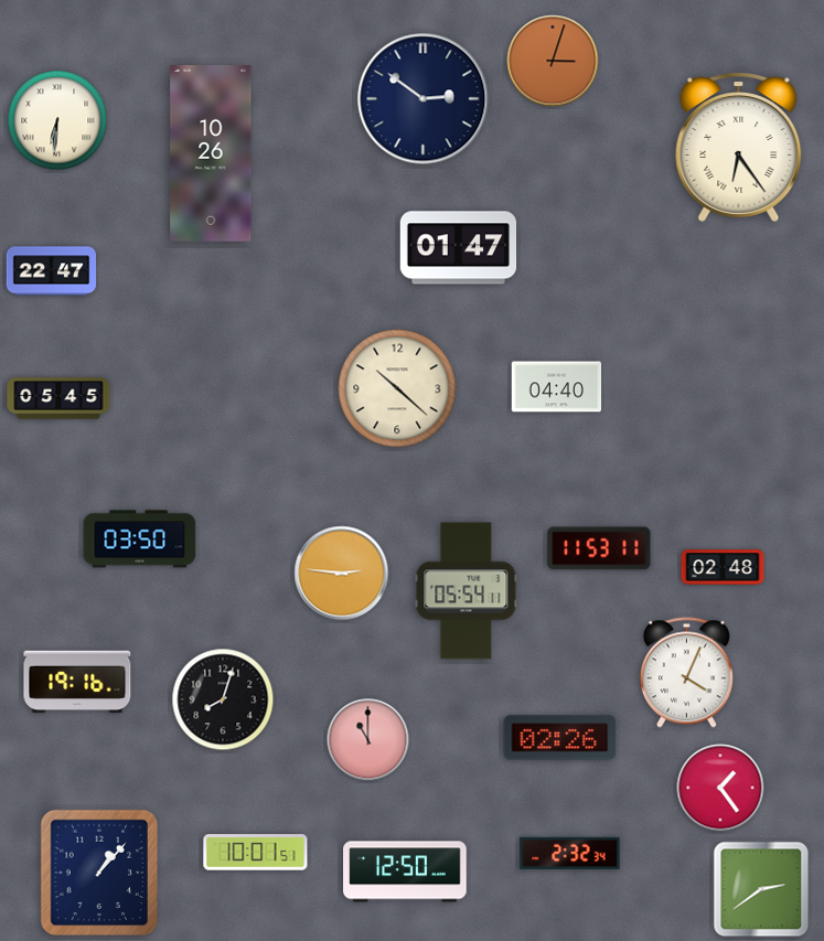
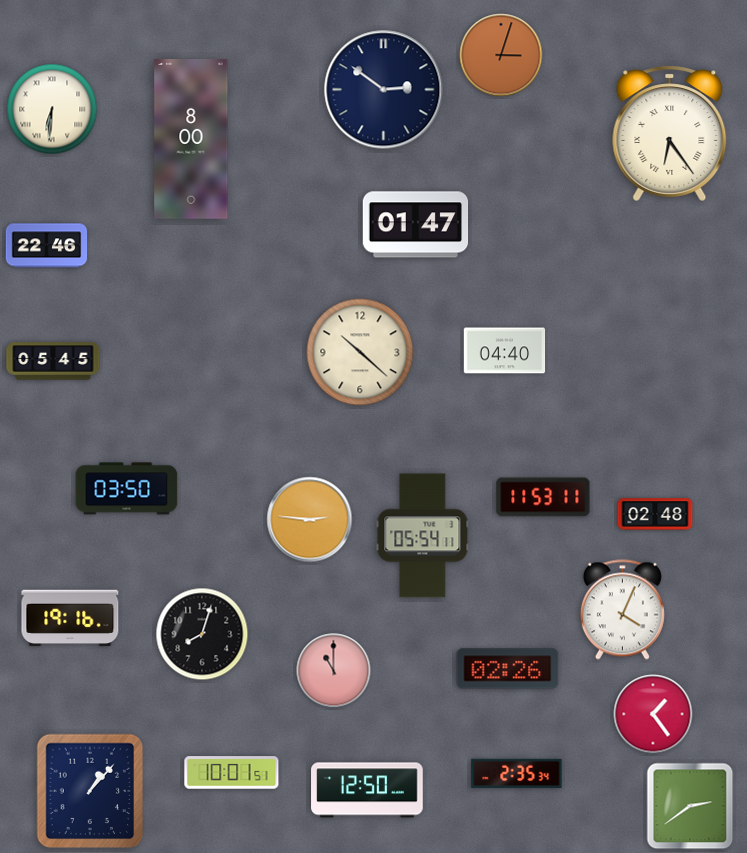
clock at (211, 154): 10:26 -> 8:00
clock at (52, 271): 22:47 -> 22:46
clock at (570, 853): 2:32 -> 2:35
